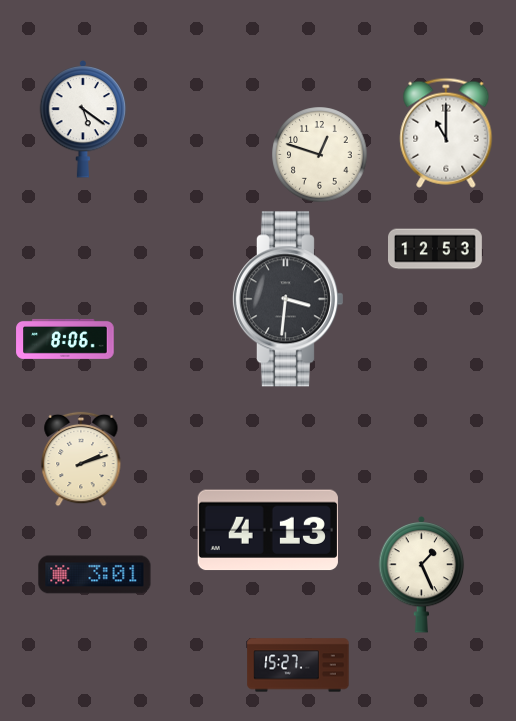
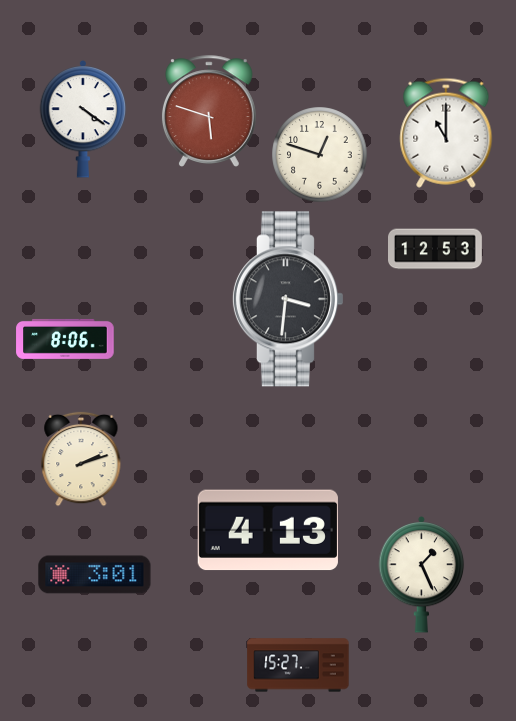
clock at (209, 111): none -> 5:48
clock at (83, 119): 5:21 -> 4:21
